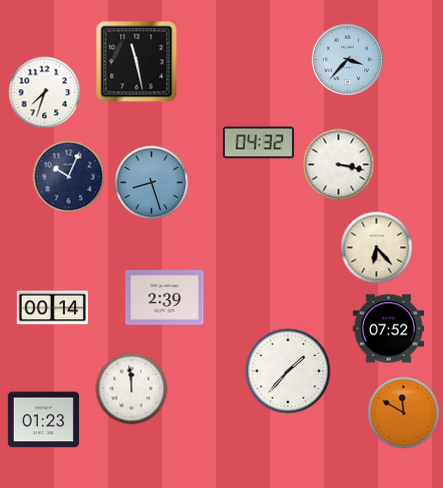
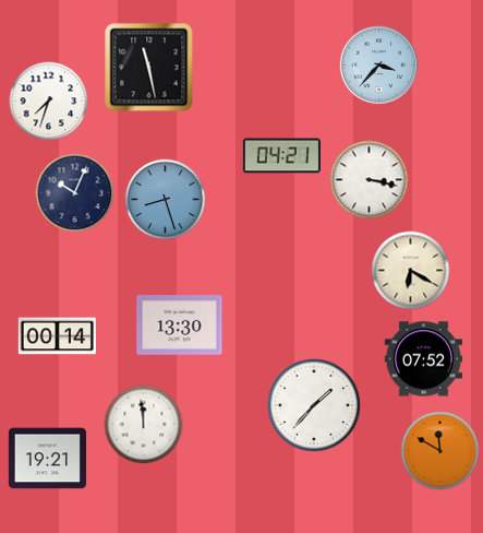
clock at (258, 143): 04:32 -> 04:21
clock at (377, 248): 6:23 -> 6:20
clock at (165, 298): 2:39 -> 13:30
clock at (43, 420): 01:23 -> 19:21
